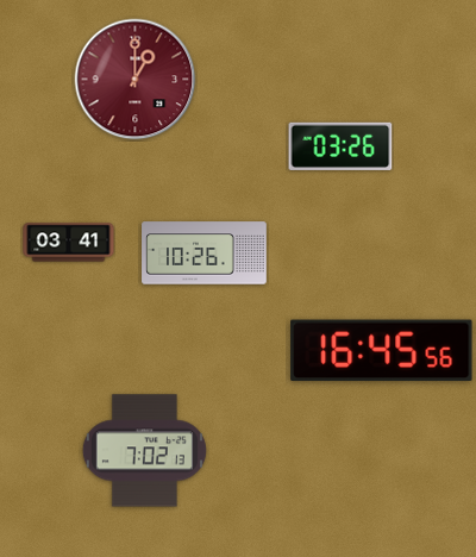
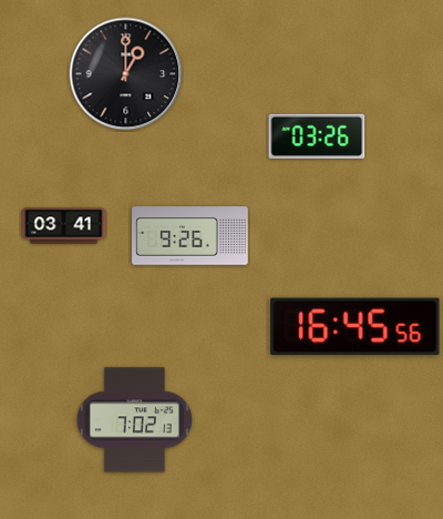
clock at (136, 80) dial: burgundy -> black
clock at (205, 254): 10:26 -> 9:26
